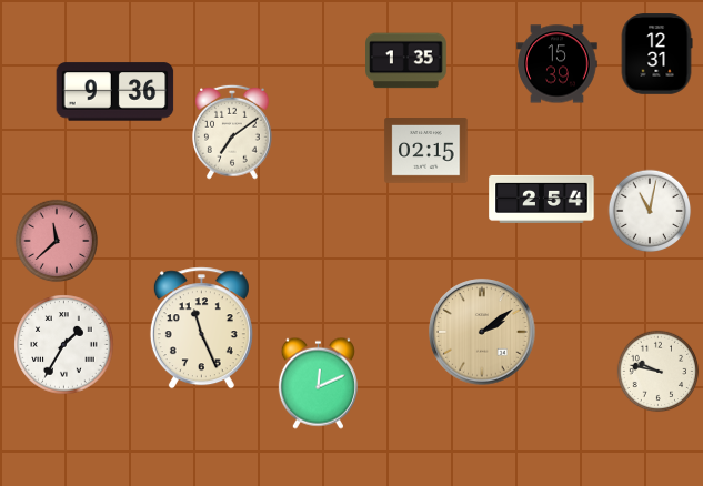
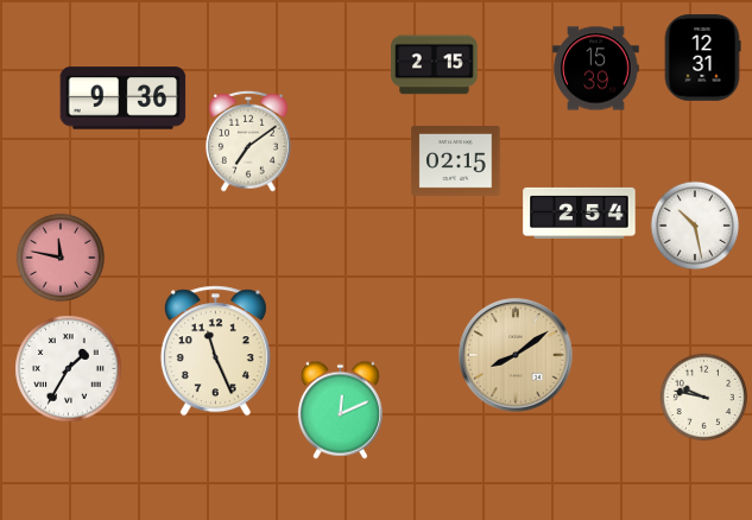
clock at (406, 61): 1:35 -> 2:15
clock at (650, 211): 11:02 -> 10:28
clock at (57, 241): 11:38 -> 11:47
clock at (482, 332): 2:09 -> 8:09
